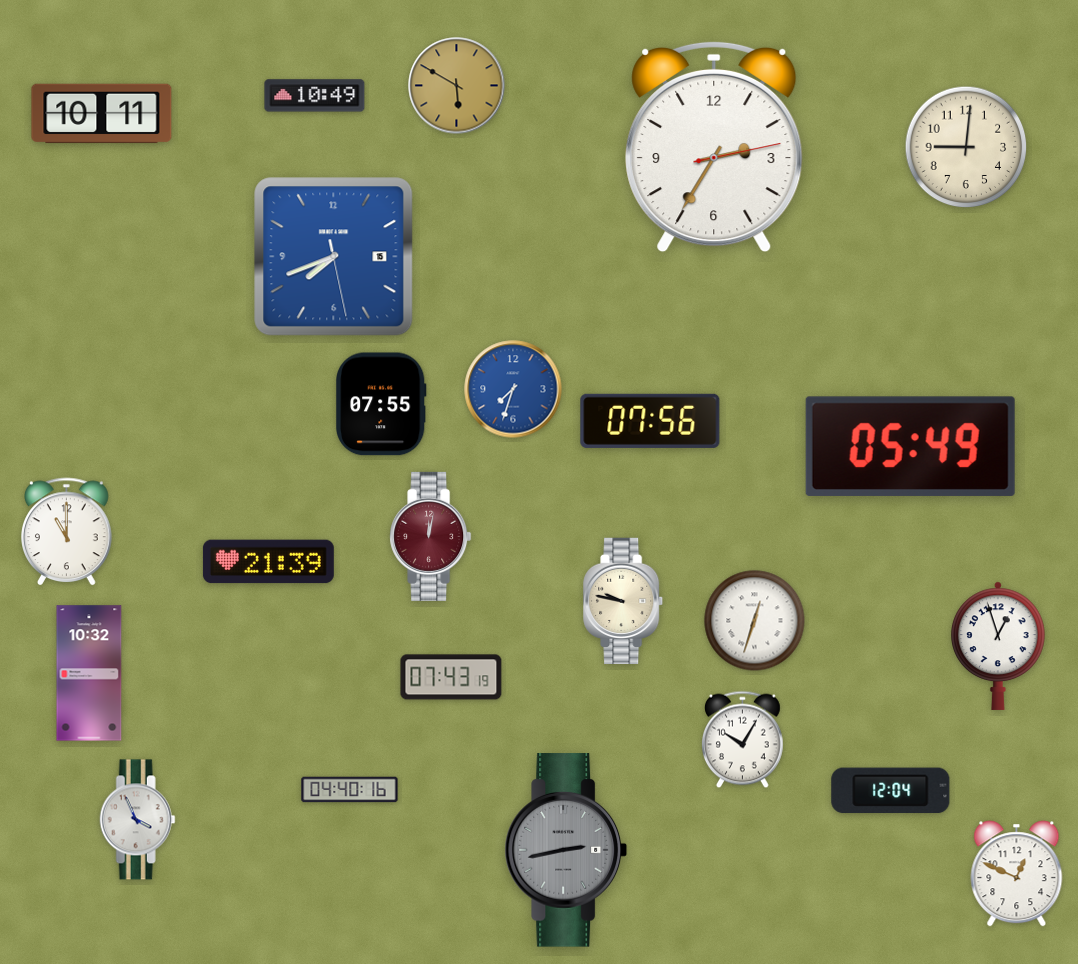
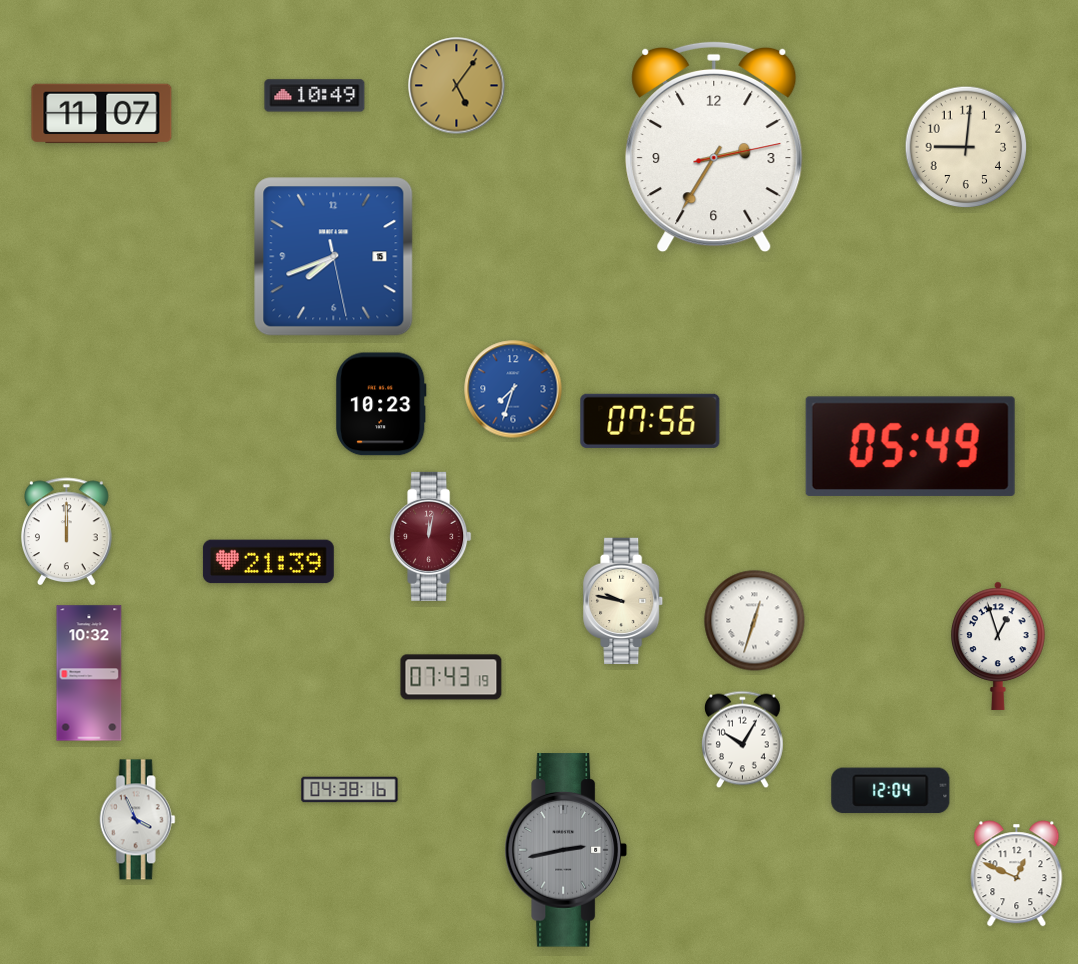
clock at (457, 86): 5:50 -> 5:06
clock at (102, 114): 10:11 -> 11:07
clock at (382, 404): 07:55 -> 10:23
clock at (67, 532): 11:00 -> 12:00
clock at (350, 790): 04:40 -> 04:38
